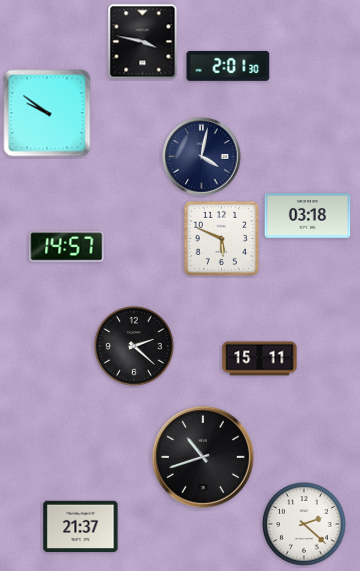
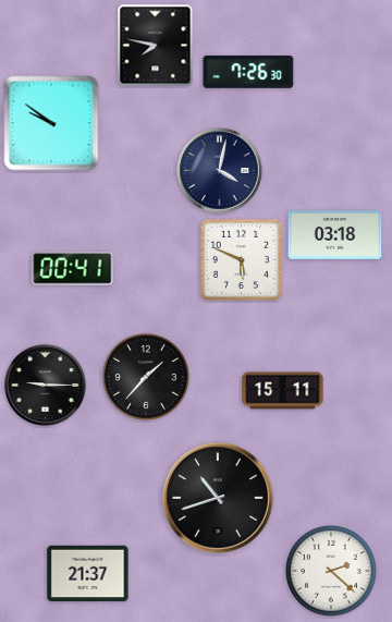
clock at (143, 42): 3:47 -> 7:47
clock at (228, 66): 2:01 -> 7:26
clock at (67, 247): 14:57 -> 00:41
clock at (134, 346): 2:22 -> 1:37
clock at (46, 386): none -> 9:15
clock at (203, 457) position: (203, 457) -> (218, 498)
